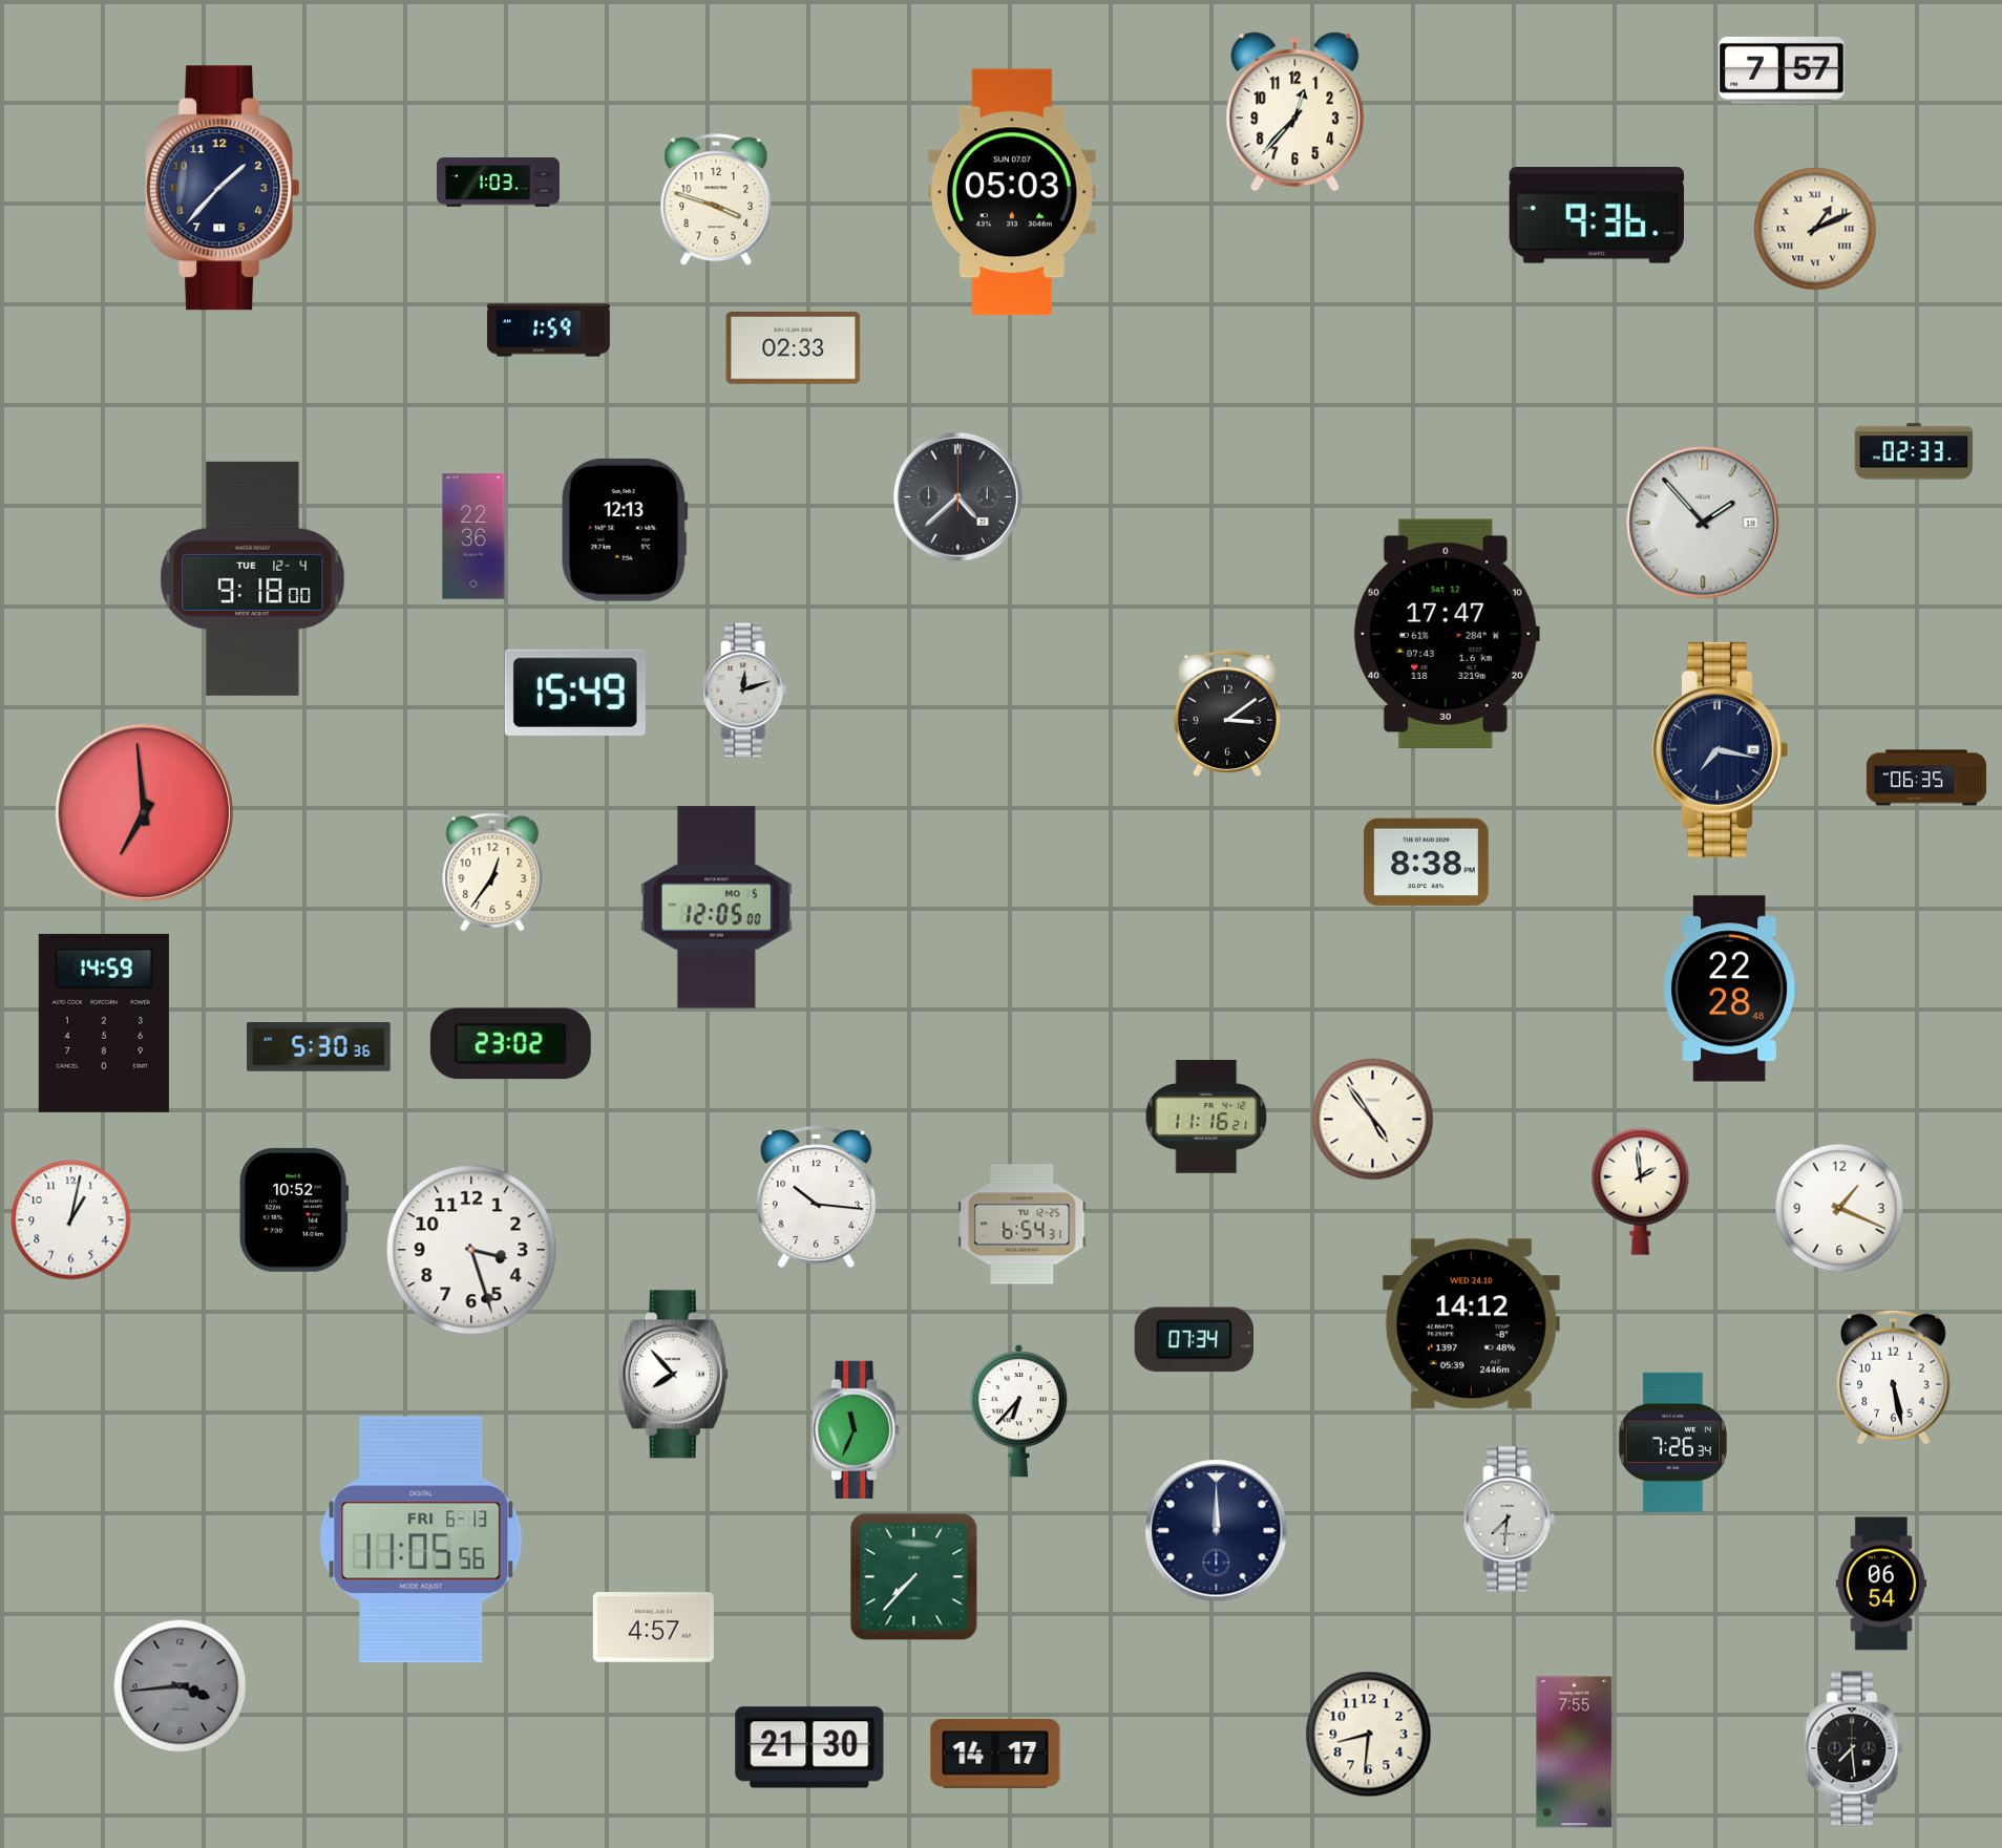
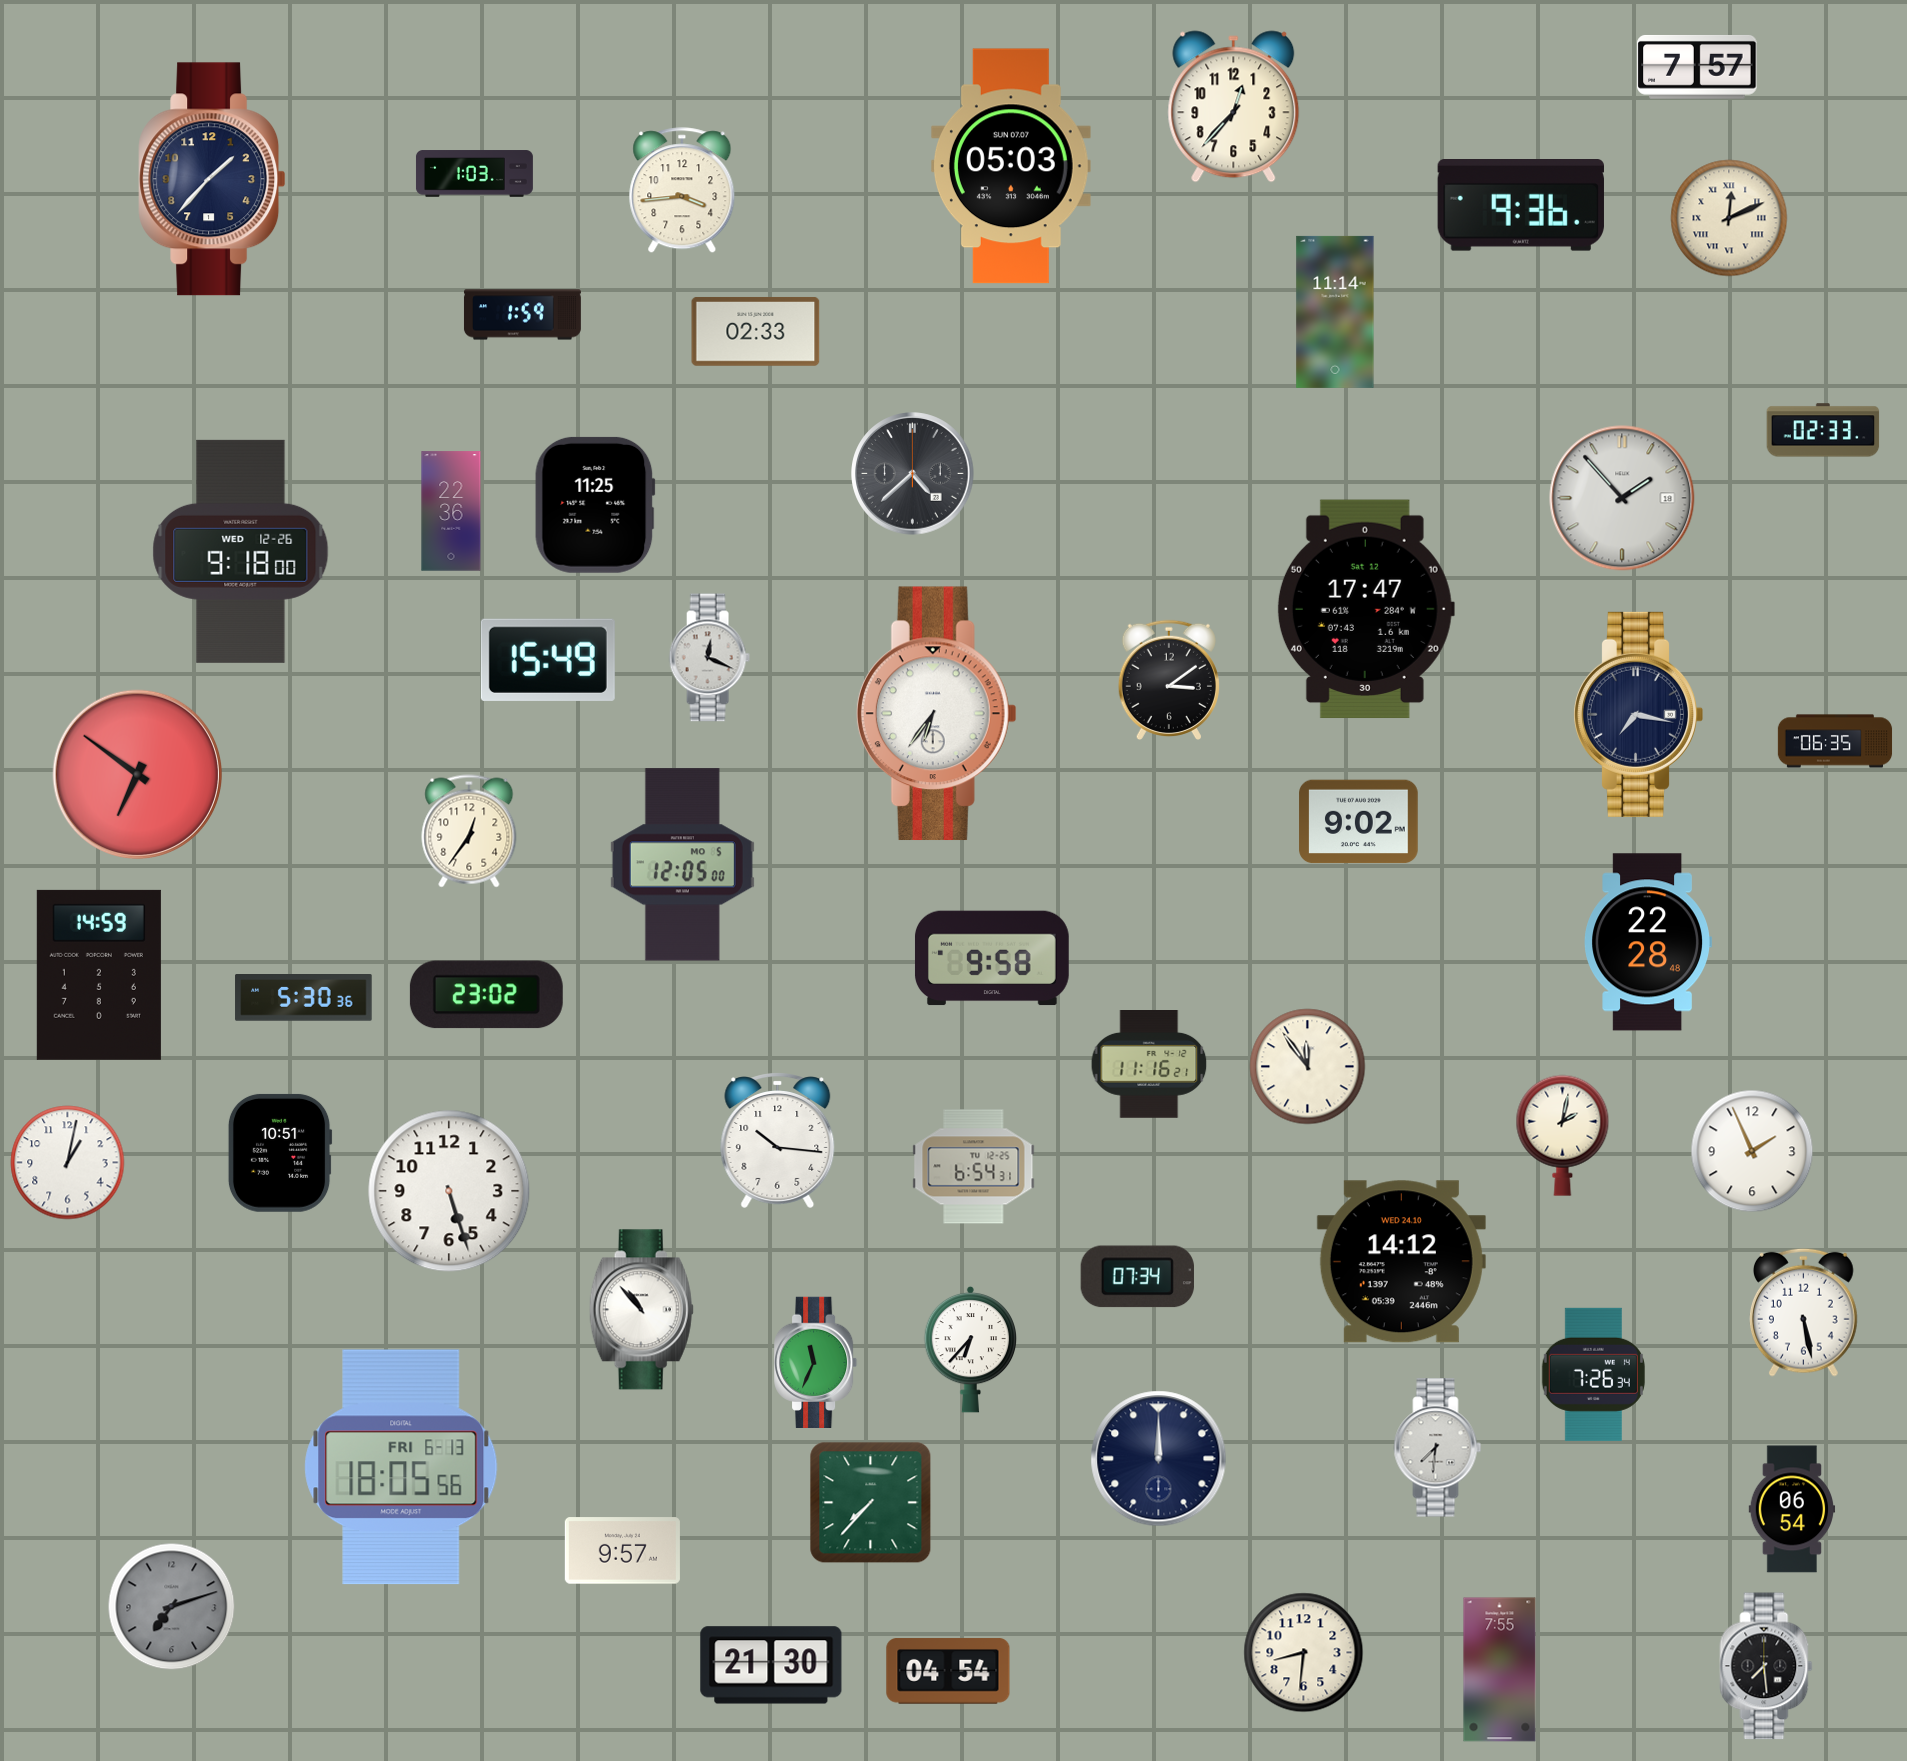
clock at (1012, 192) position: (1012, 192) -> (1011, 166)
clock at (716, 200): 3:48 -> 3:44
clock at (1815, 229): 1:11 -> 12:11
clock at (1335, 312): none -> 11:14
clock at (625, 530): 12:13 -> 11:25
clock at (253, 578) date: TUE 12-4 -> WED 12-26
clock at (1447, 634) position: (1447, 634) -> (1366, 609)
clock at (744, 691): 12:12 -> 12:19
clock at (936, 714): none -> 6:36
clock at (144, 812): 6:59 -> 6:51
clock at (1427, 863): 8:38 -> 9:02
clock at (992, 958): none -> 9:58
clock at (1373, 1120): 4:54 -> 11:54
clock at (1641, 1191): 1:59 -> 2:02
clock at (1839, 1208): 1:19 -> 1:56
clock at (294, 1210): 10:52 -> 10:51
clock at (471, 1250): 3:27 -> 5:27
clock at (673, 1375): 7:53 -> 10:53
clock at (1018, 1410) position: (1018, 1410) -> (970, 1349)
clock at (421, 1539): 11:05 -> 18:05
clock at (653, 1628): 4:57 -> 9:57
clock at (181, 1686): 3:44 -> 7:12
clock at (995, 1754): 14:17 -> 04:54
